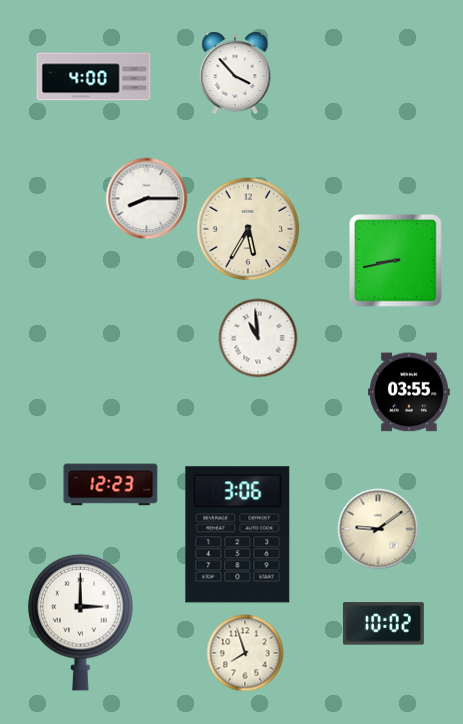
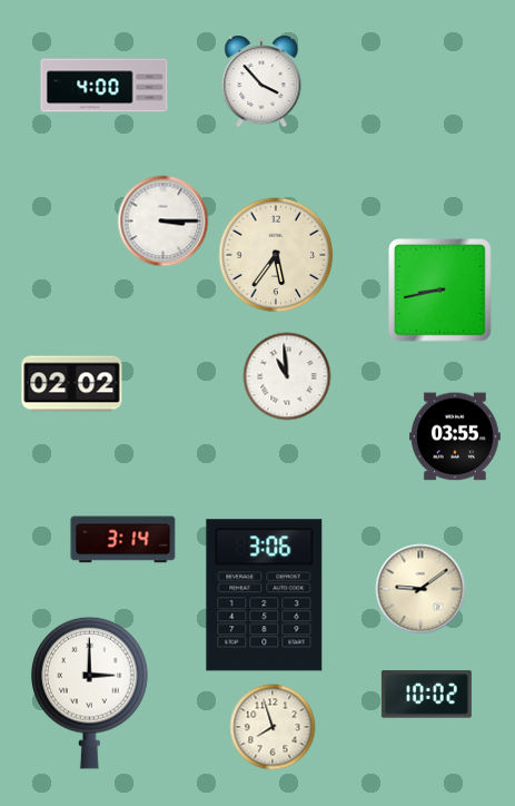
clock at (147, 199): 8:15 -> 3:15
clock at (248, 229): 5:35 -> 5:36
clock at (72, 384): none -> 02:02
clock at (111, 485): 12:23 -> 3:14
